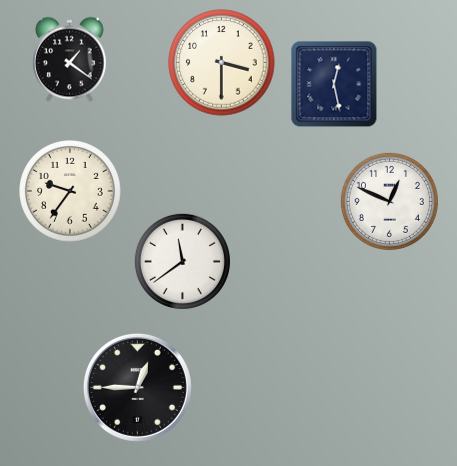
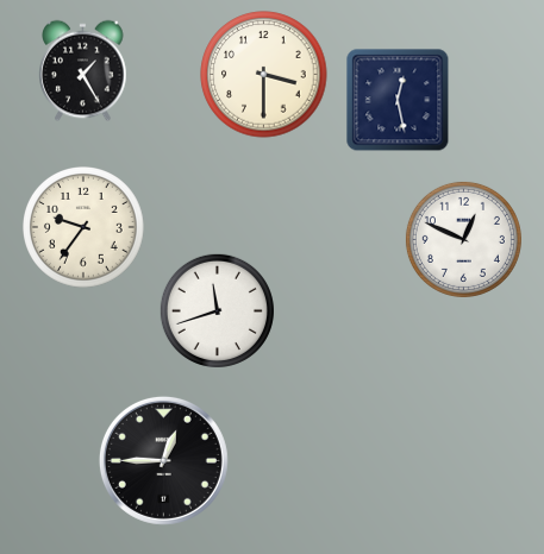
clock at (70, 60): 1:21 -> 1:25
clock at (182, 261): 11:39 -> 11:42
